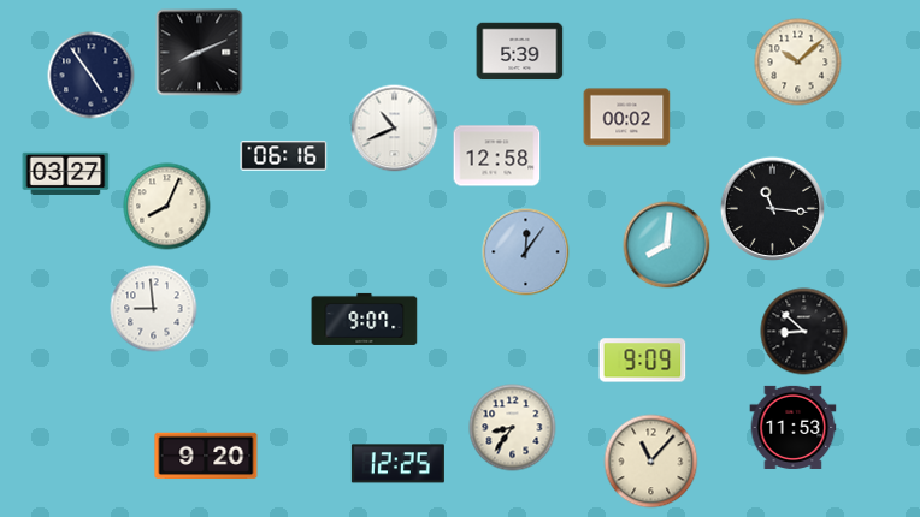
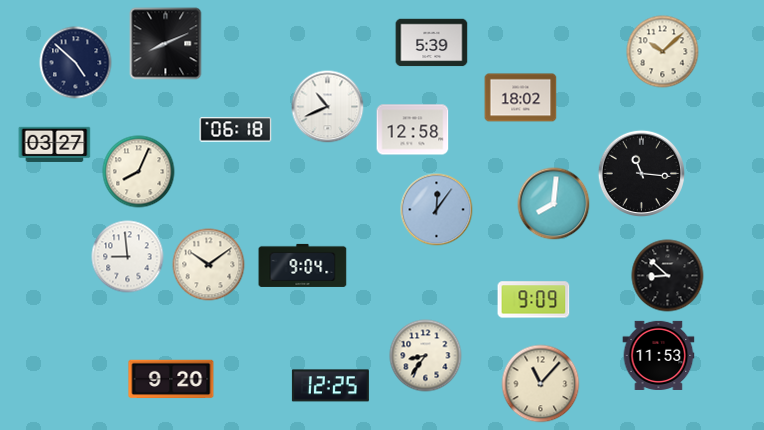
clock at (92, 76): 4:54 -> 4:52
clock at (627, 118): 00:02 -> 18:02
clock at (284, 156): 06:16 -> 06:18
clock at (209, 265): none -> 10:09
clock at (365, 319): 9:07 -> 9:04
